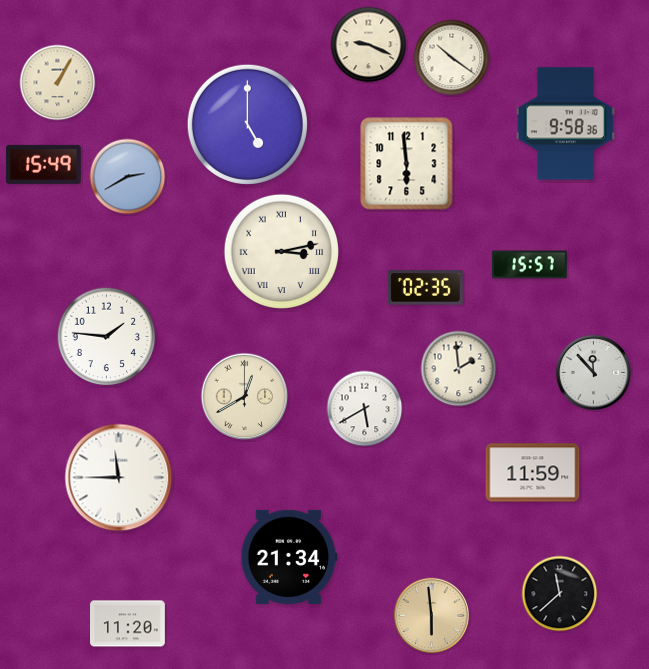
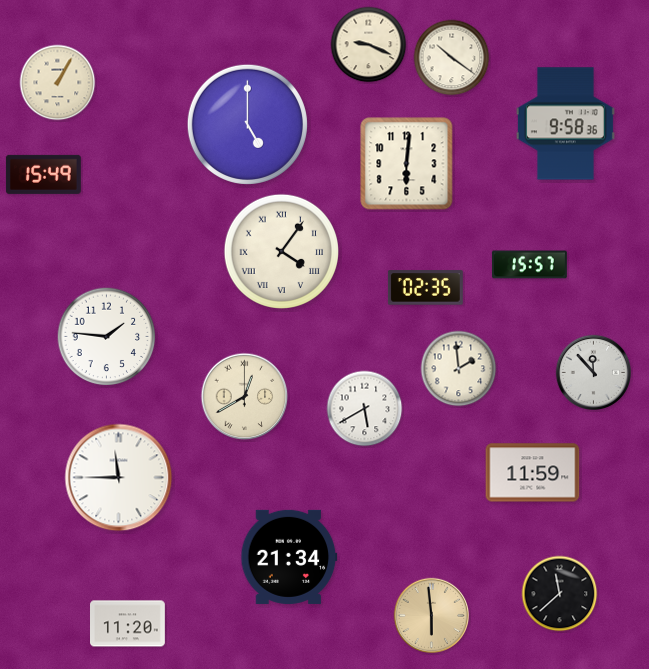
clock at (43, 164) position: (43, 164) -> (43, 174)
clock at (407, 164): 5:59 -> 6:01
clock at (128, 177): 2:40 -> none
clock at (281, 251): 3:13 -> 4:06
